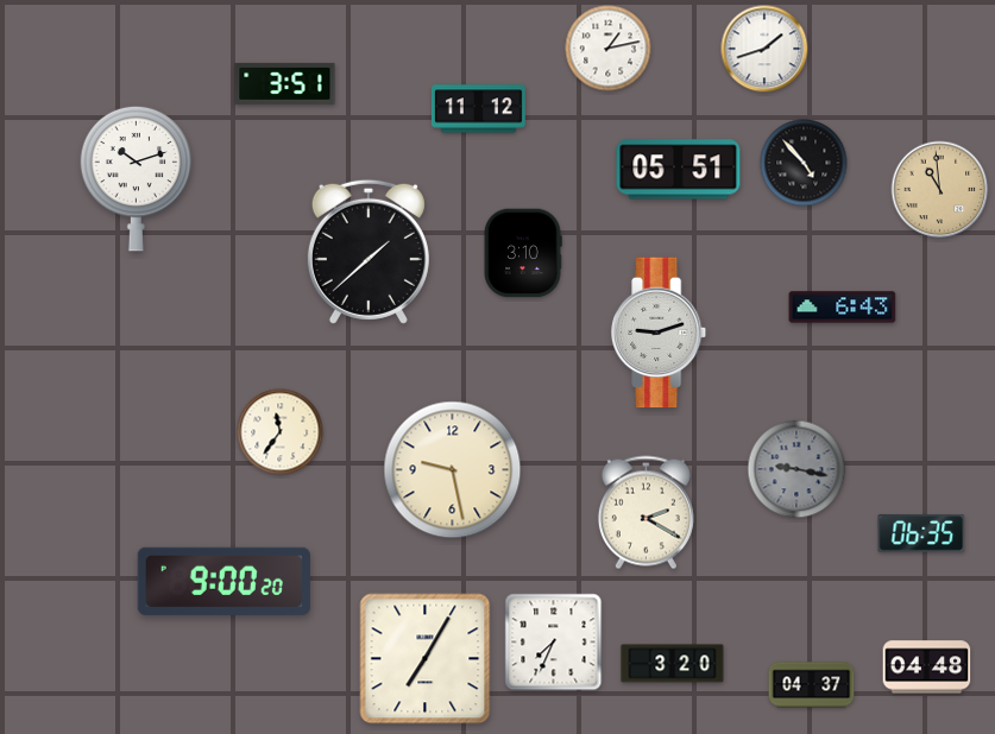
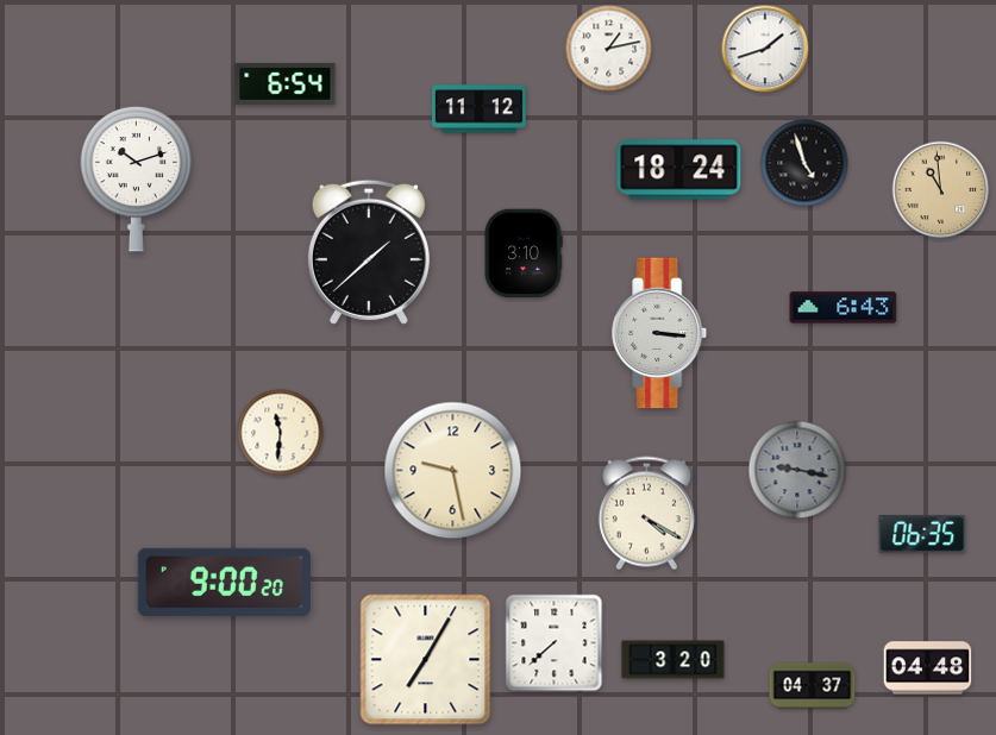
clock at (285, 83): 3:51 -> 6:54
clock at (804, 163): 4:53 -> 4:57
clock at (679, 170): 05:51 -> 18:24
clock at (660, 333): 9:12 -> 3:16
clock at (281, 432): 11:36 -> 11:31
clock at (646, 513): 2:20 -> 4:20
clock at (554, 643): 7:34 -> 7:38
clock at (673, 664) position: (673, 664) -> (674, 660)
